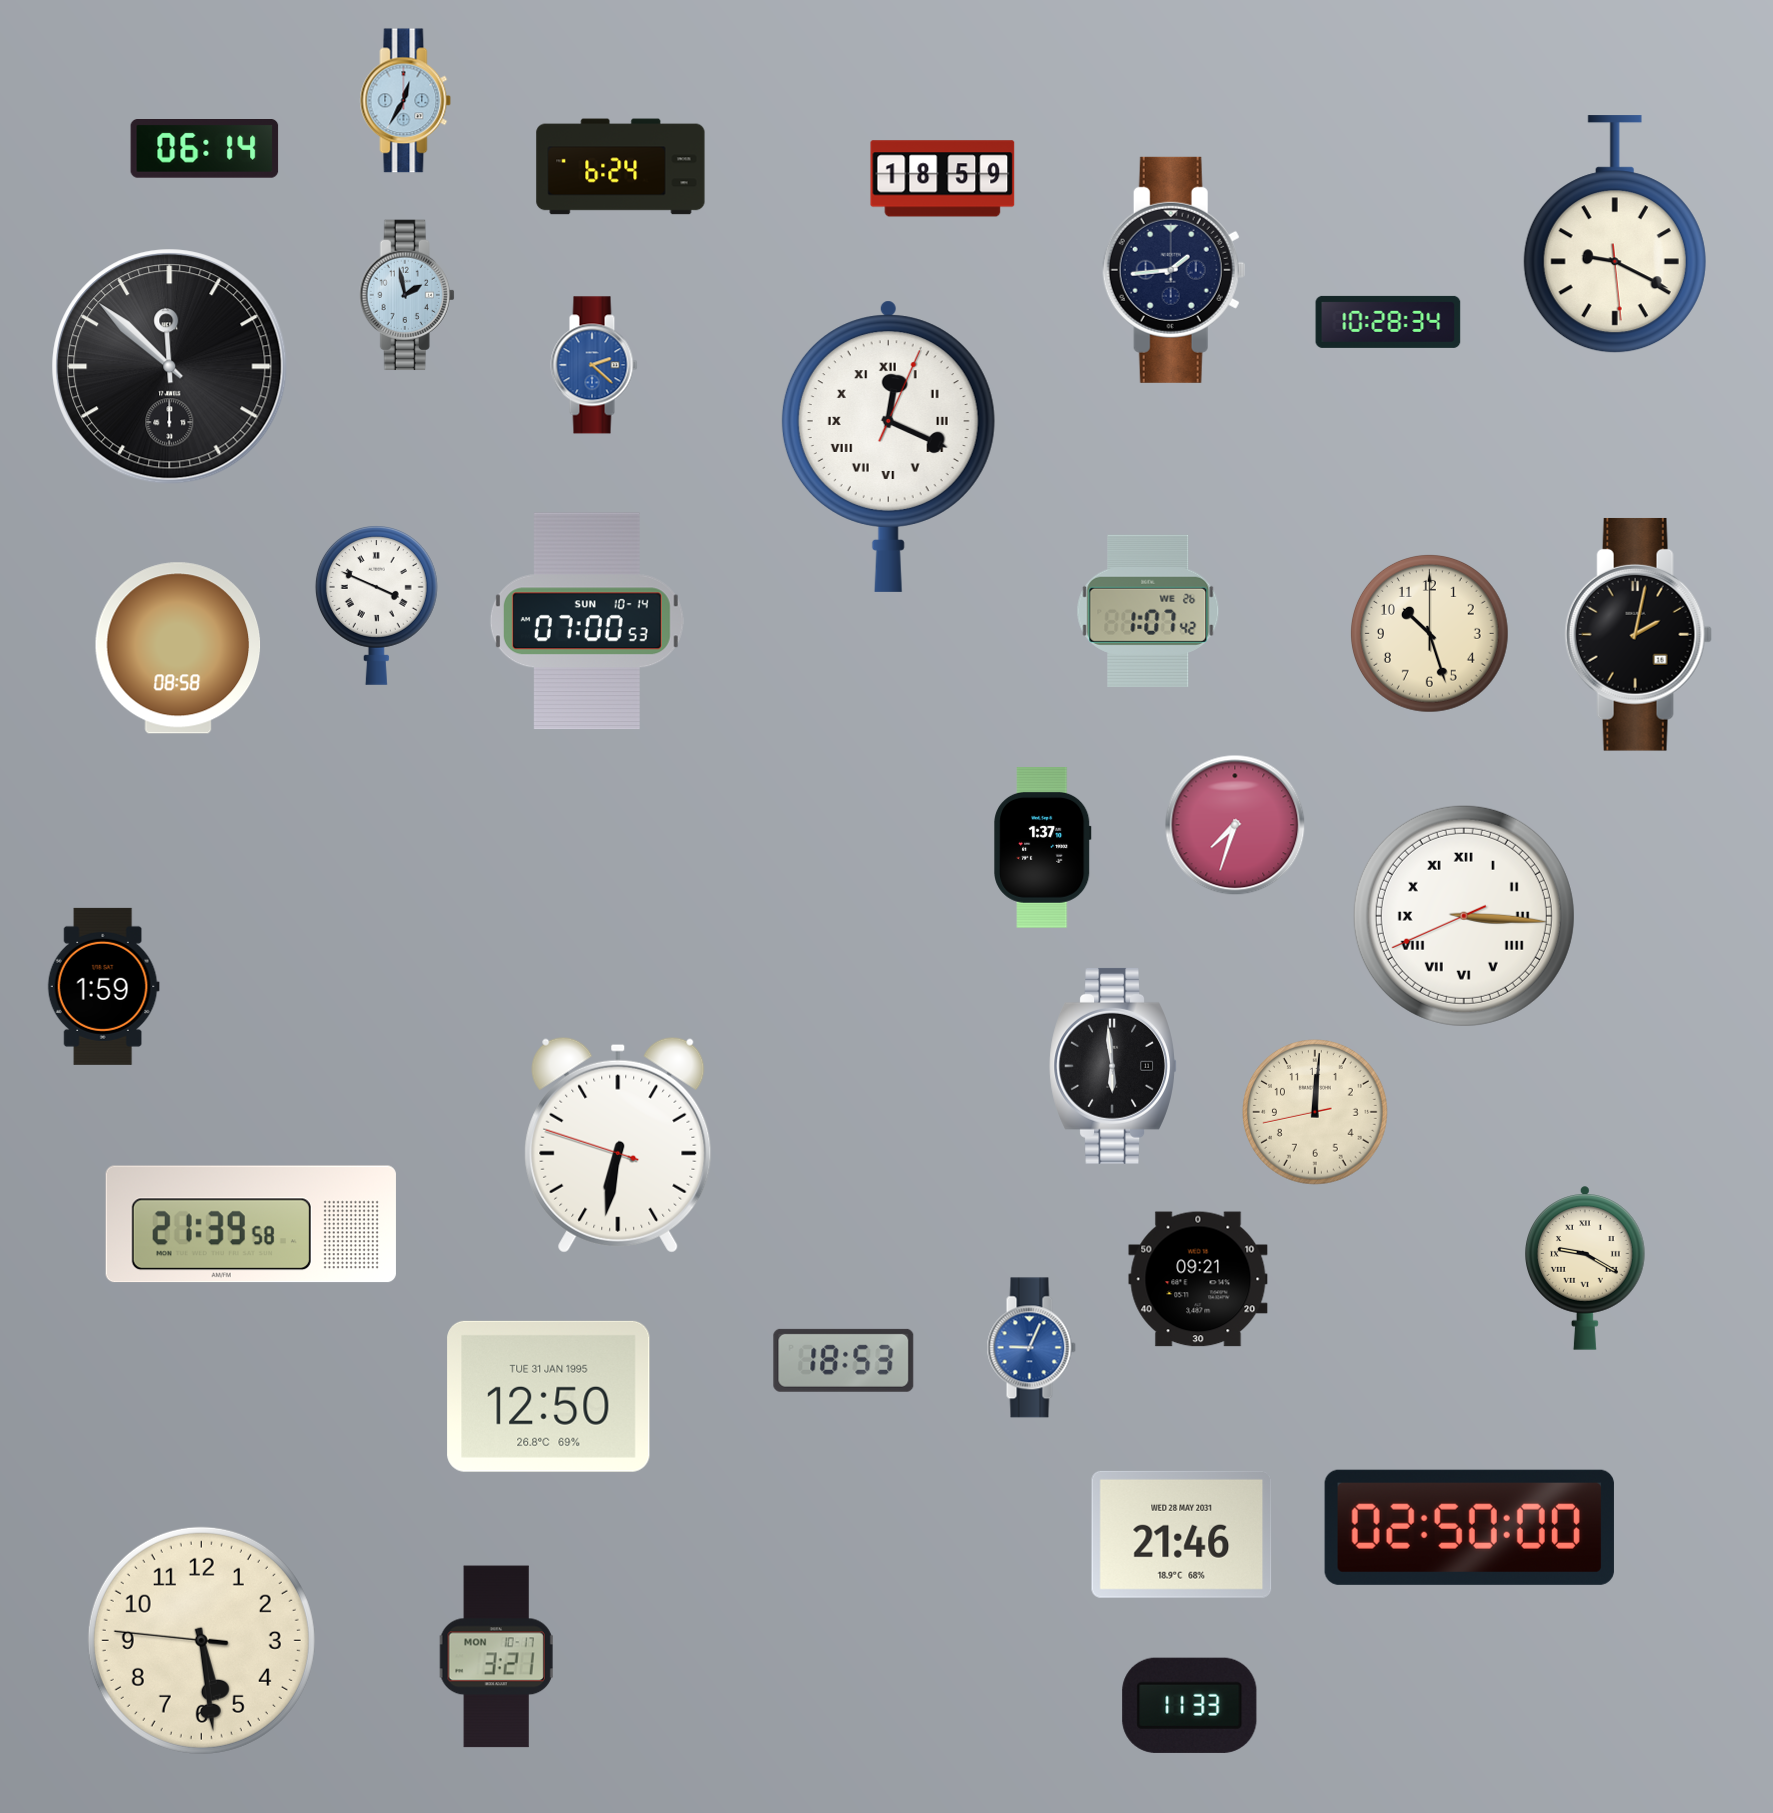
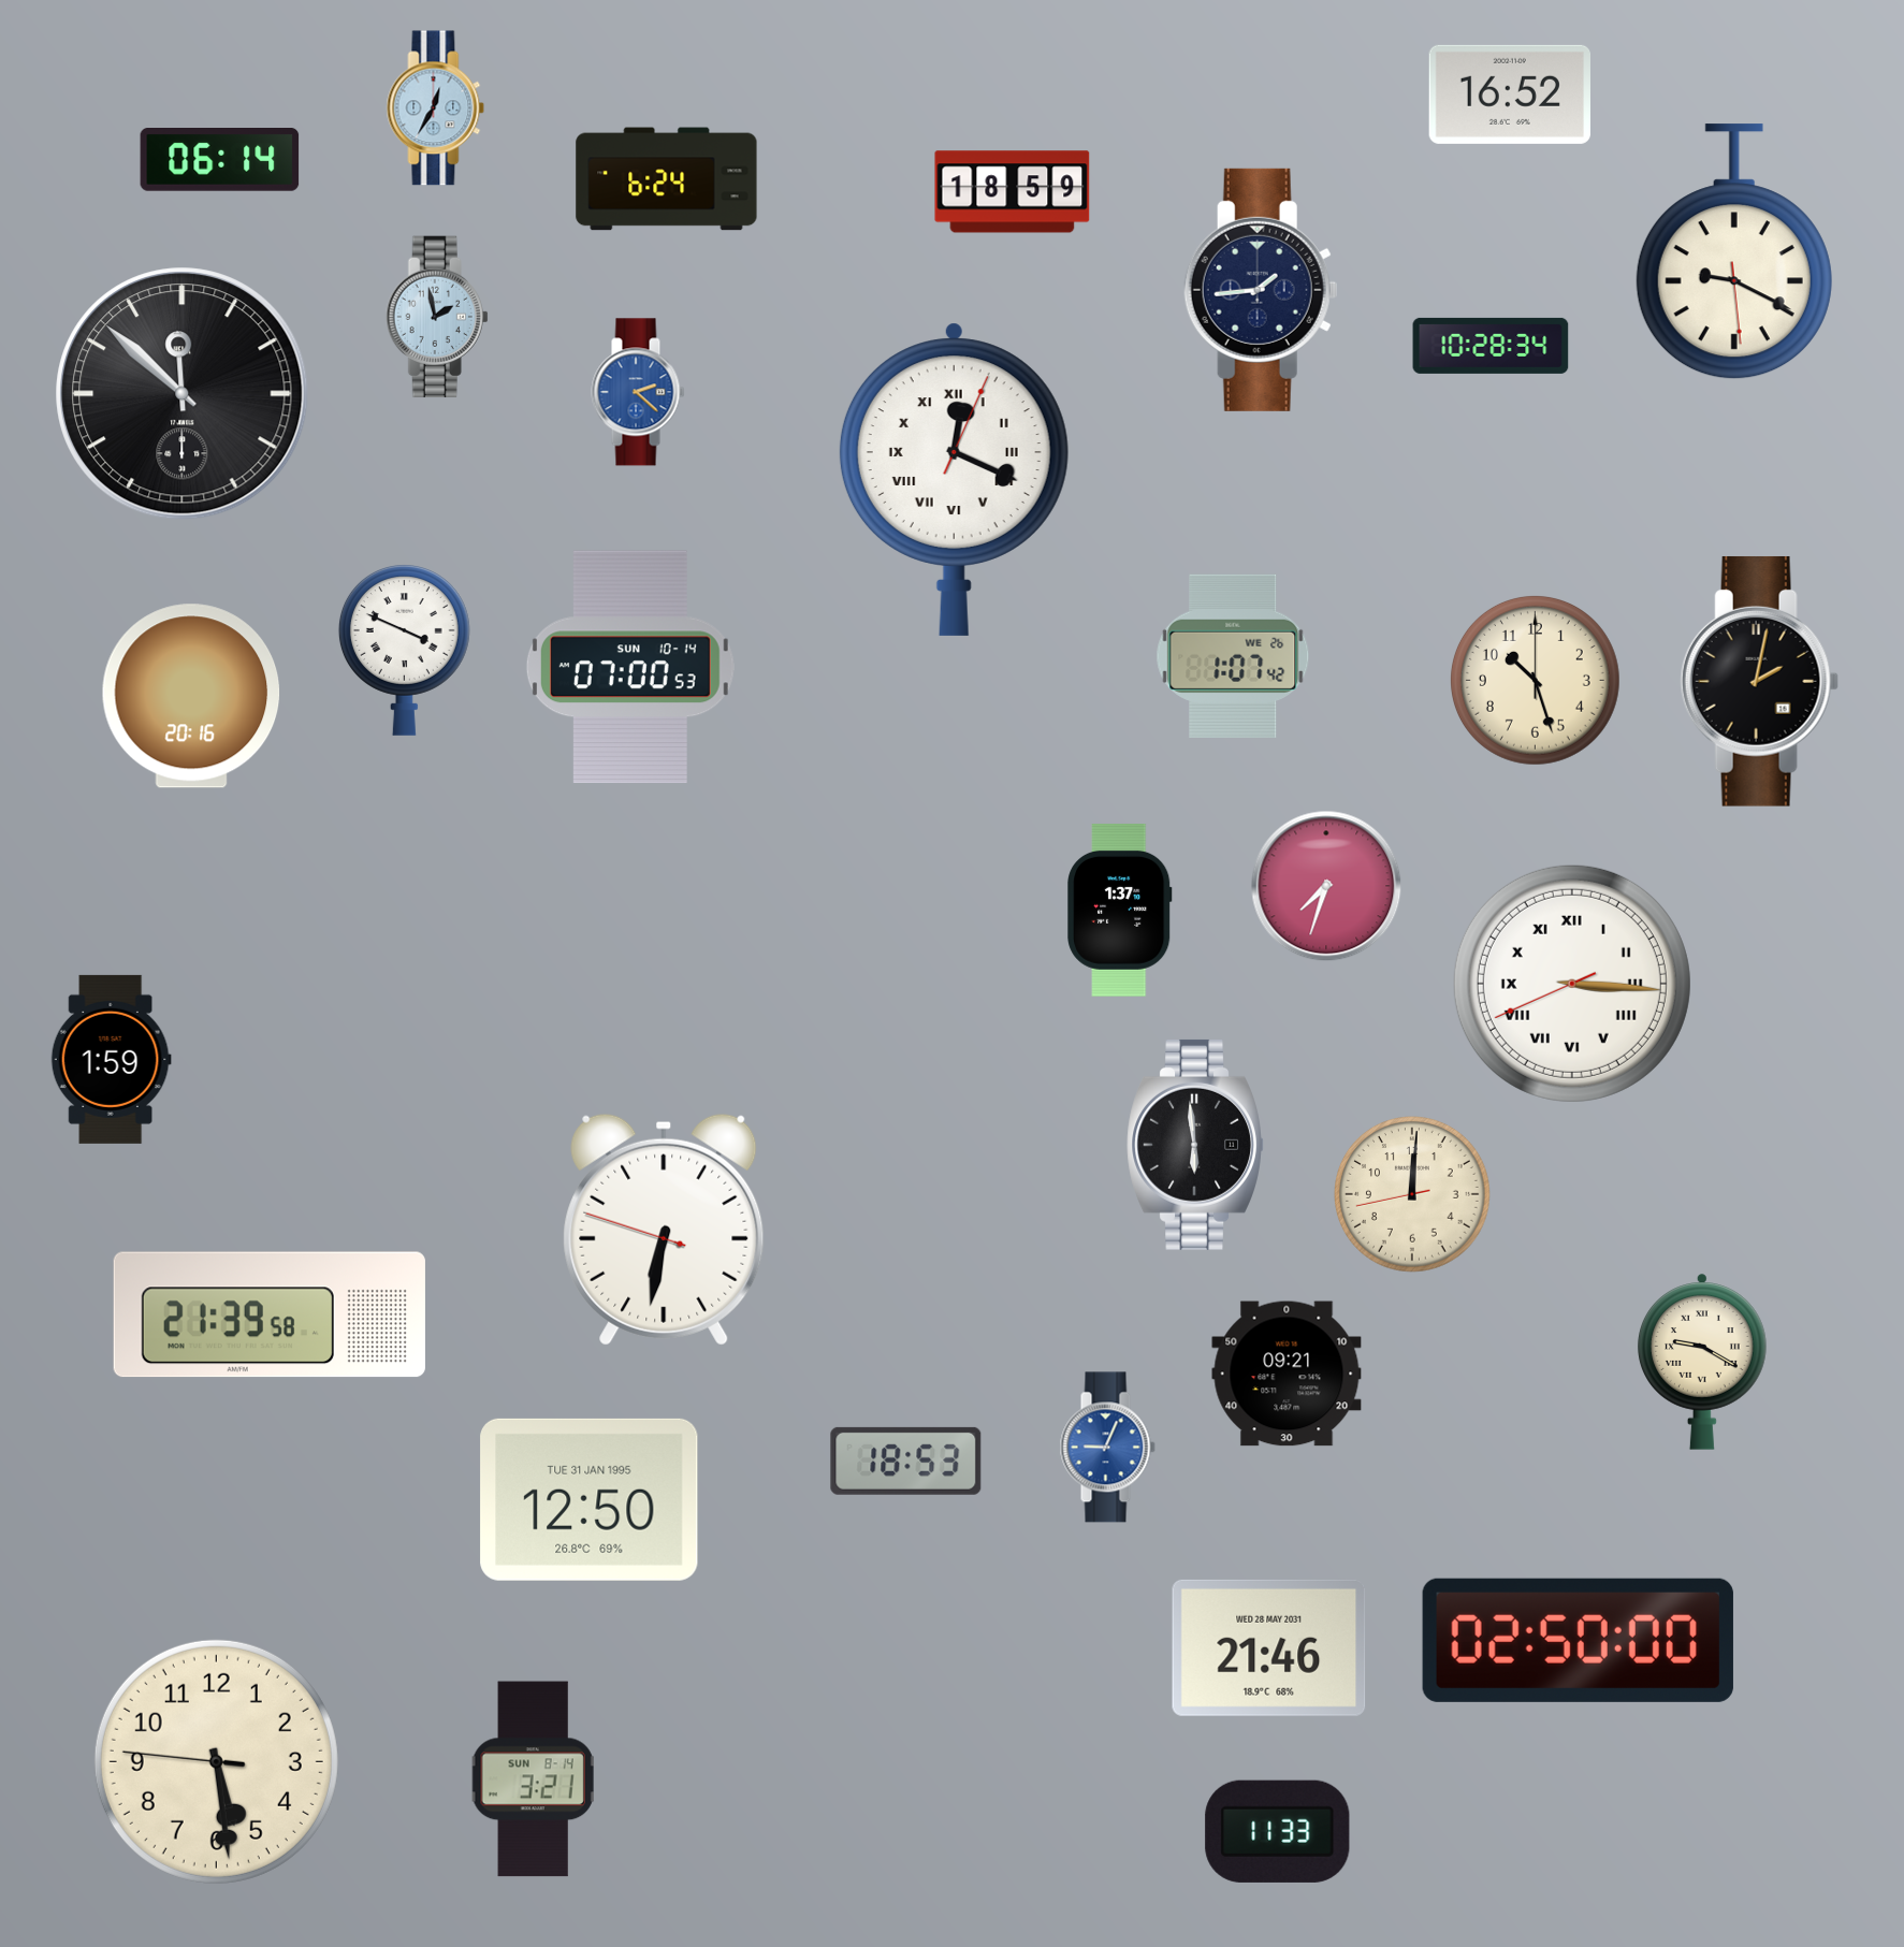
clock at (1509, 95): none -> 16:52
clock at (178, 648): 08:58 -> 20:16
clock at (496, 1657) date: MON 10-17 -> SUN 8-14
